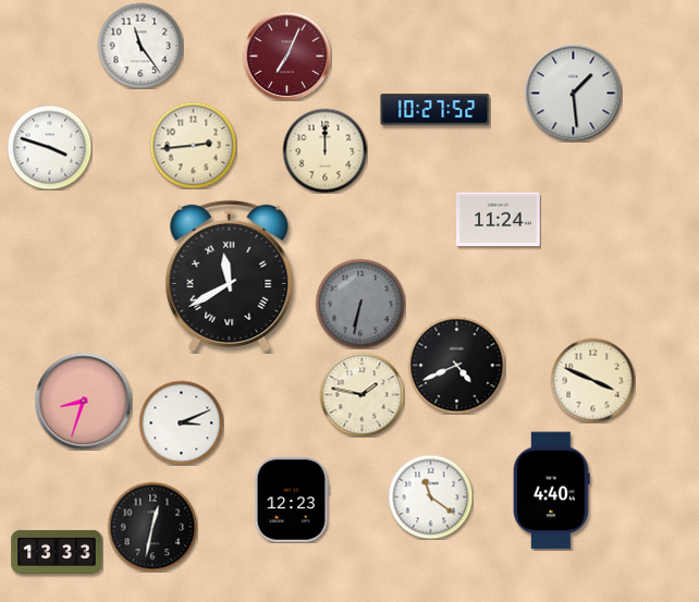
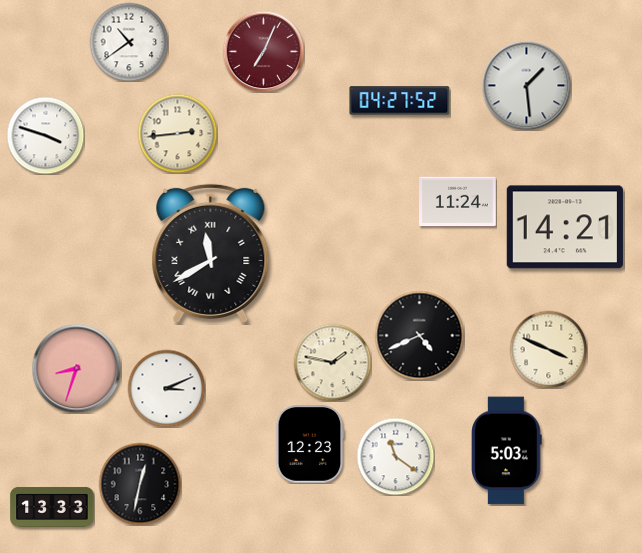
clock at (140, 46): 11:24 -> 10:39
clock at (436, 110): 10:27 -> 04:27
clock at (324, 150): 12:00 -> none
clock at (565, 227): none -> 14:21
clock at (360, 304): 6:32 -> none
clock at (592, 380) position: (592, 380) -> (548, 349)
clock at (552, 491): 4:40 -> 5:03
clock at (292, 501) position: (292, 501) -> (310, 445)
